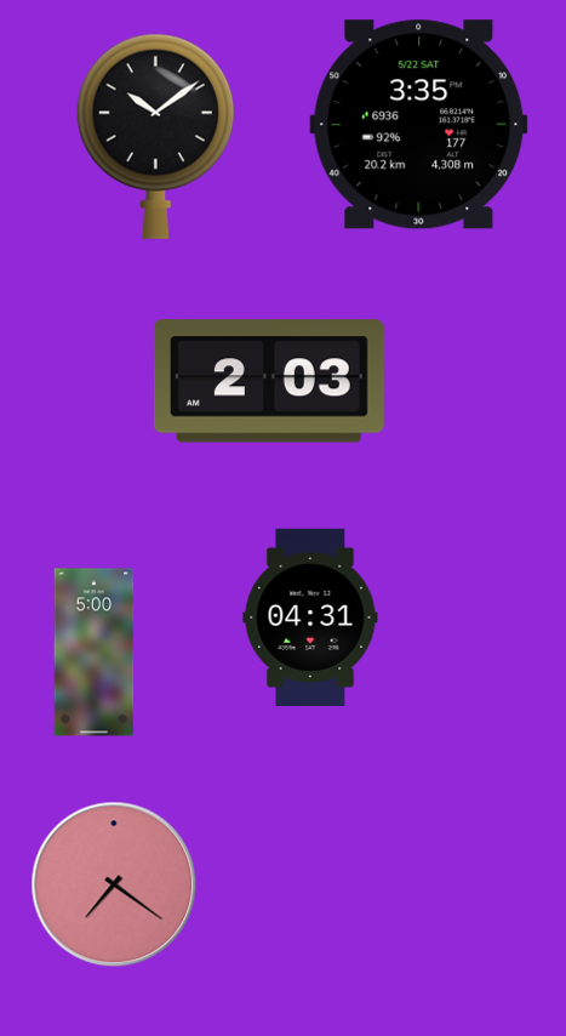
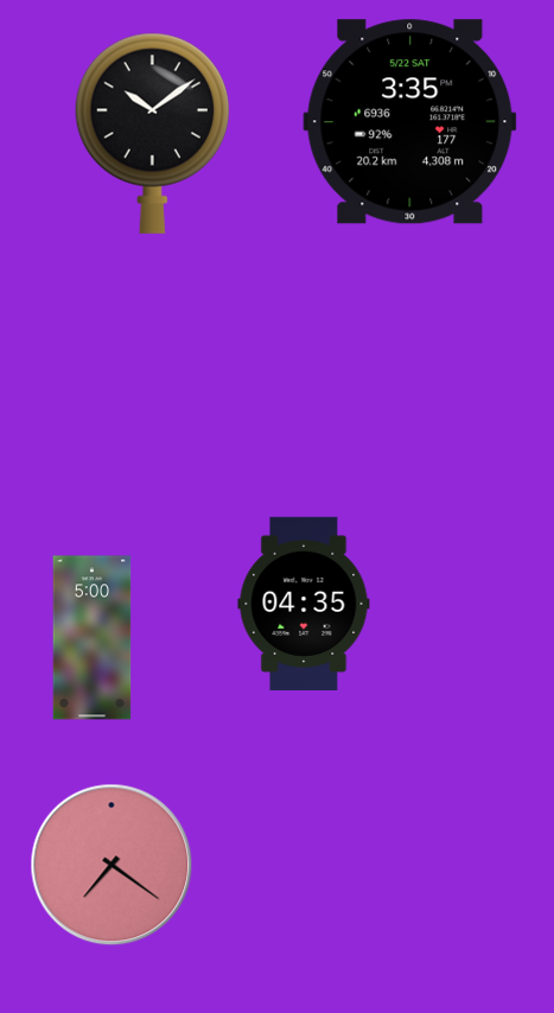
clock at (269, 381): 2:03 -> none
clock at (310, 616): 04:31 -> 04:35
